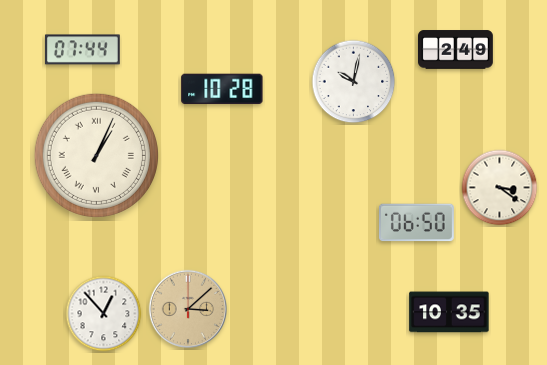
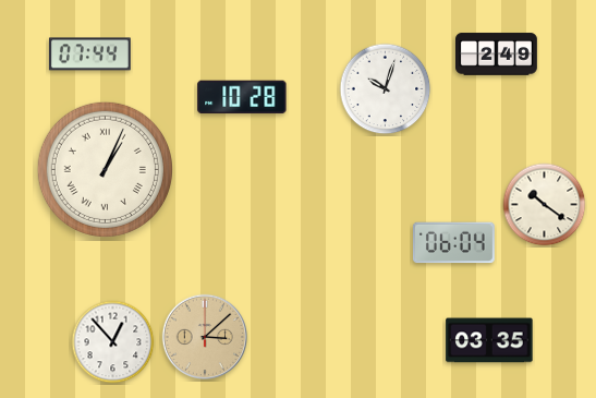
clock at (354, 82): 10:02 -> 10:03
clock at (500, 188): 3:21 -> 10:21
clock at (416, 223): 06:50 -> 06:04
clock at (449, 312): 10:35 -> 03:35
